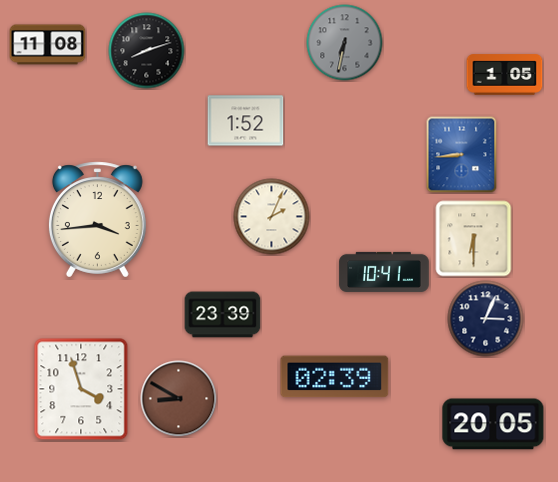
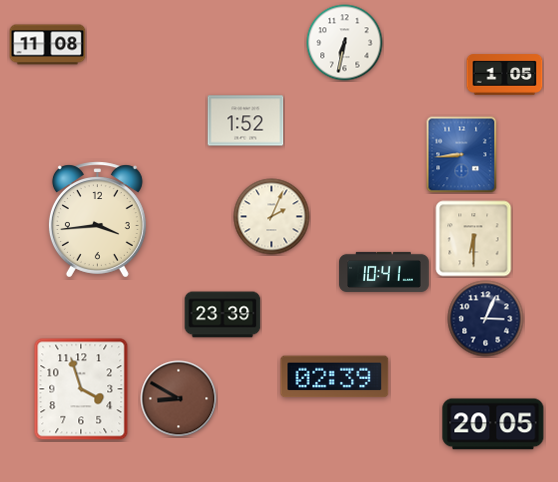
clock at (345, 43) dial: grey -> white
clock at (147, 51): 8:12 -> none
